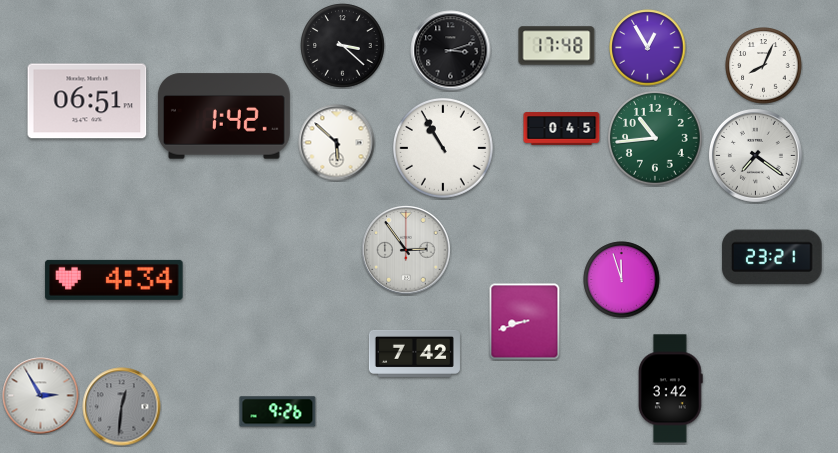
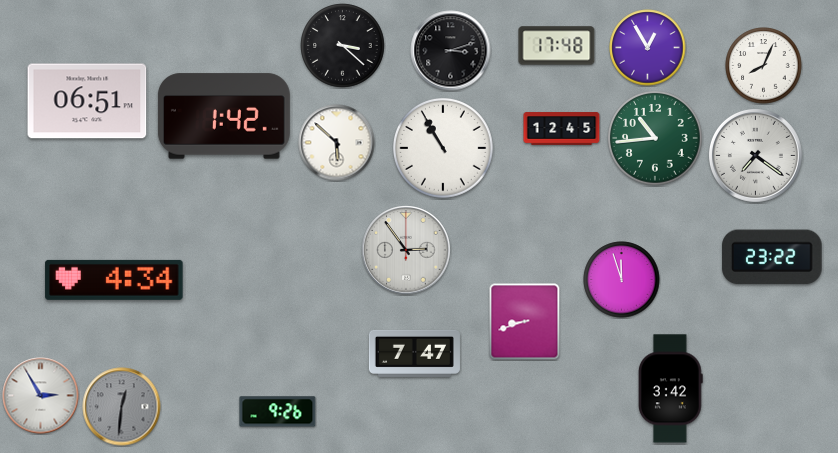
clock at (562, 129): 0:45 -> 12:45
clock at (772, 257): 23:21 -> 23:22
clock at (414, 353): 7:42 -> 7:47
